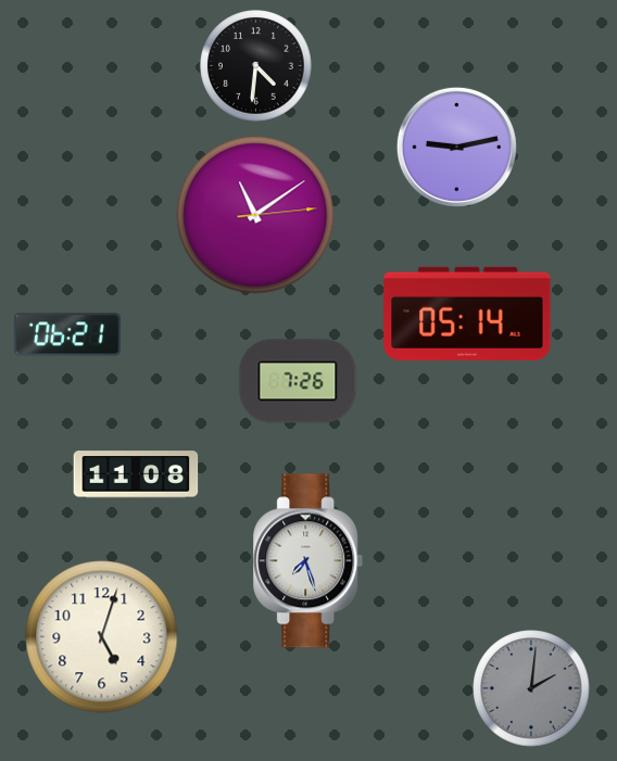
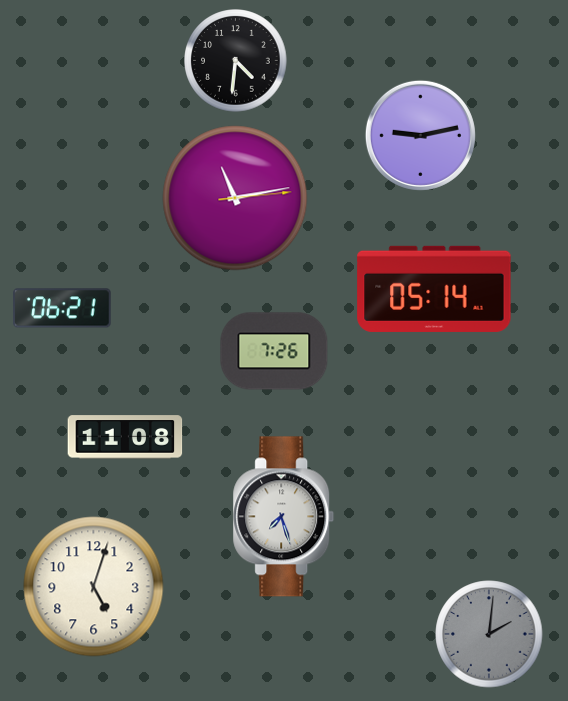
clock at (255, 215): 11:09 -> 11:13
clock at (467, 314) position: (467, 314) -> (434, 289)
